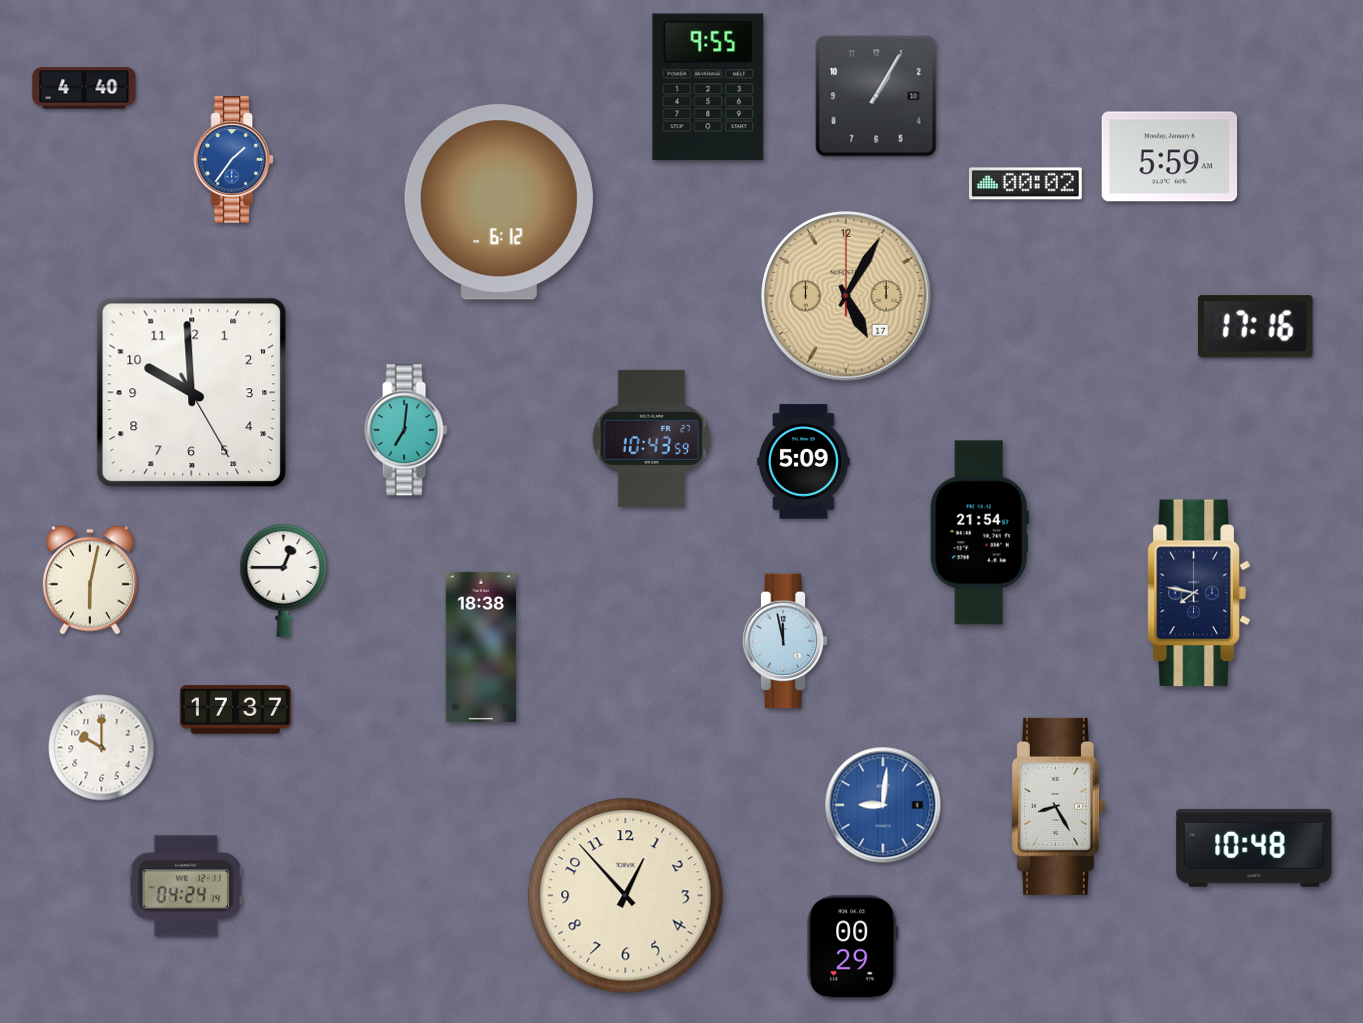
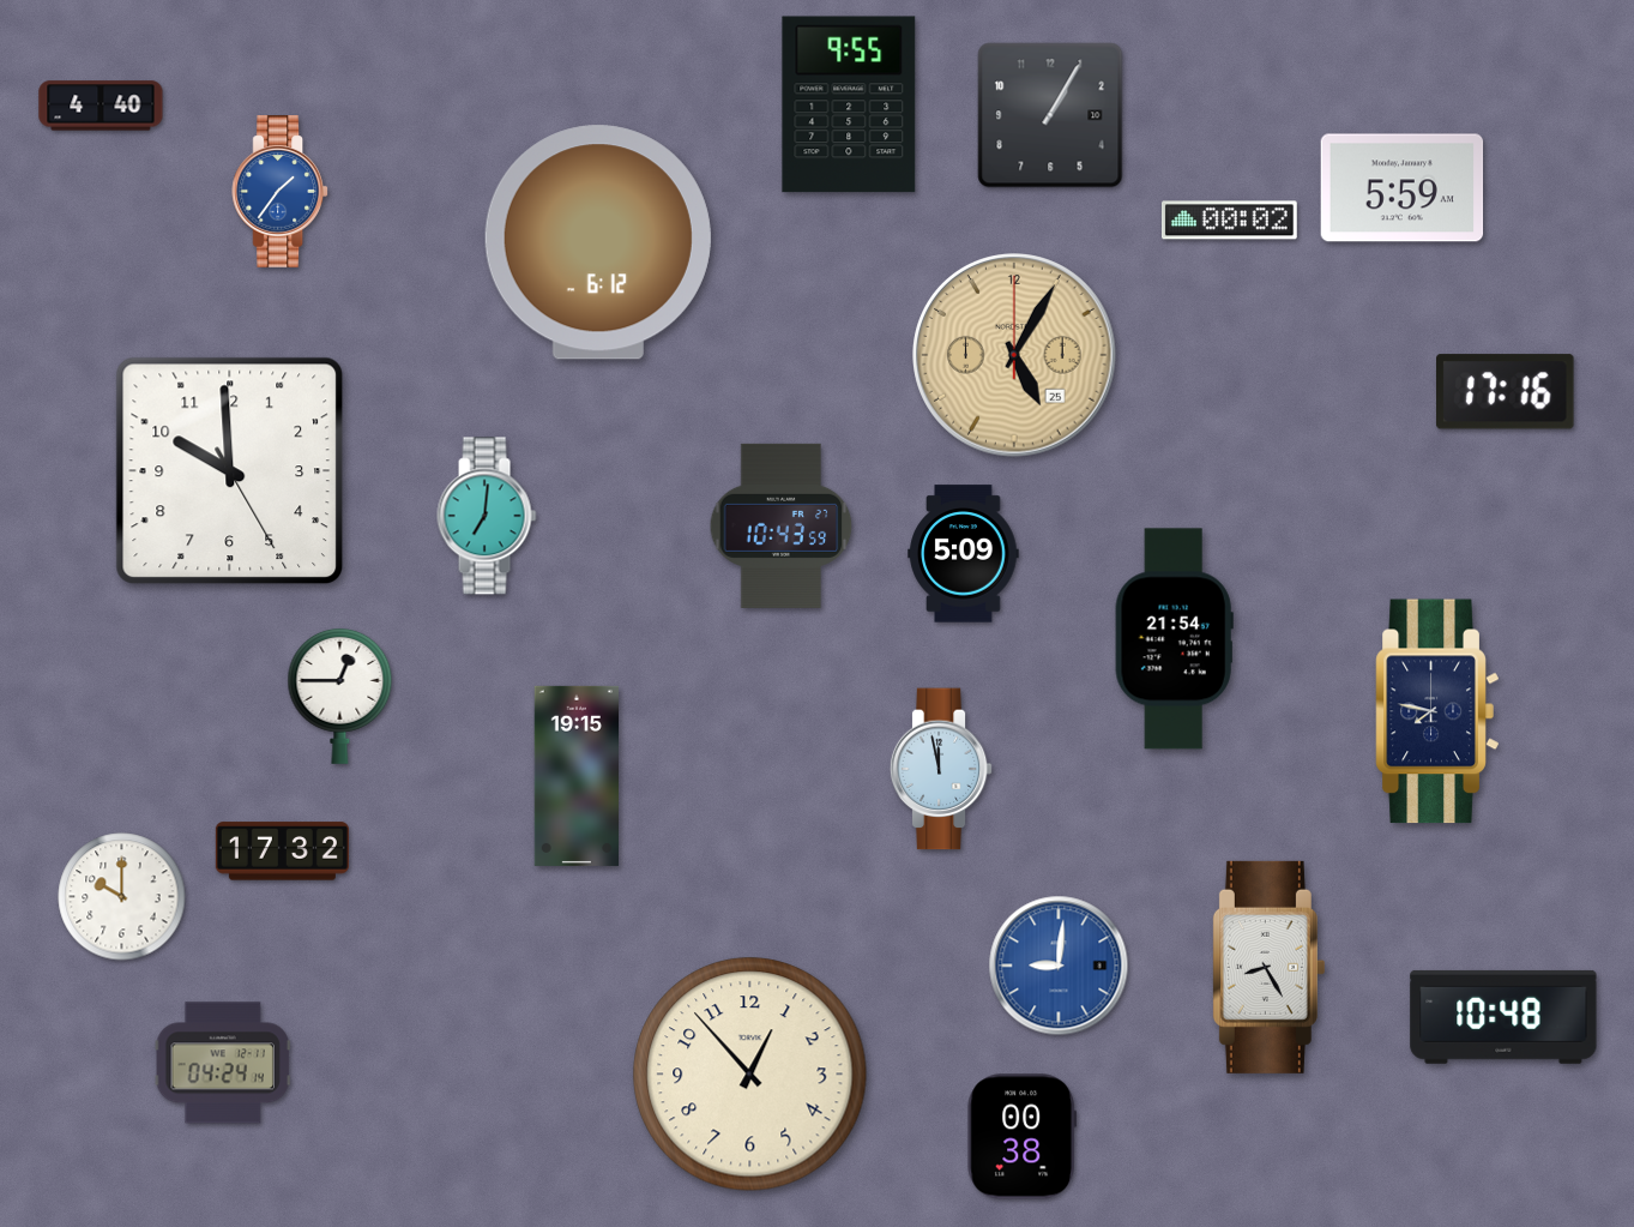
clock at (846, 296) date: 17 -> 25
clock at (90, 580): 6:02 -> none
clock at (480, 647): 18:38 -> 19:15
clock at (235, 710): 17:37 -> 17:32
clock at (853, 948): 00:29 -> 00:38
